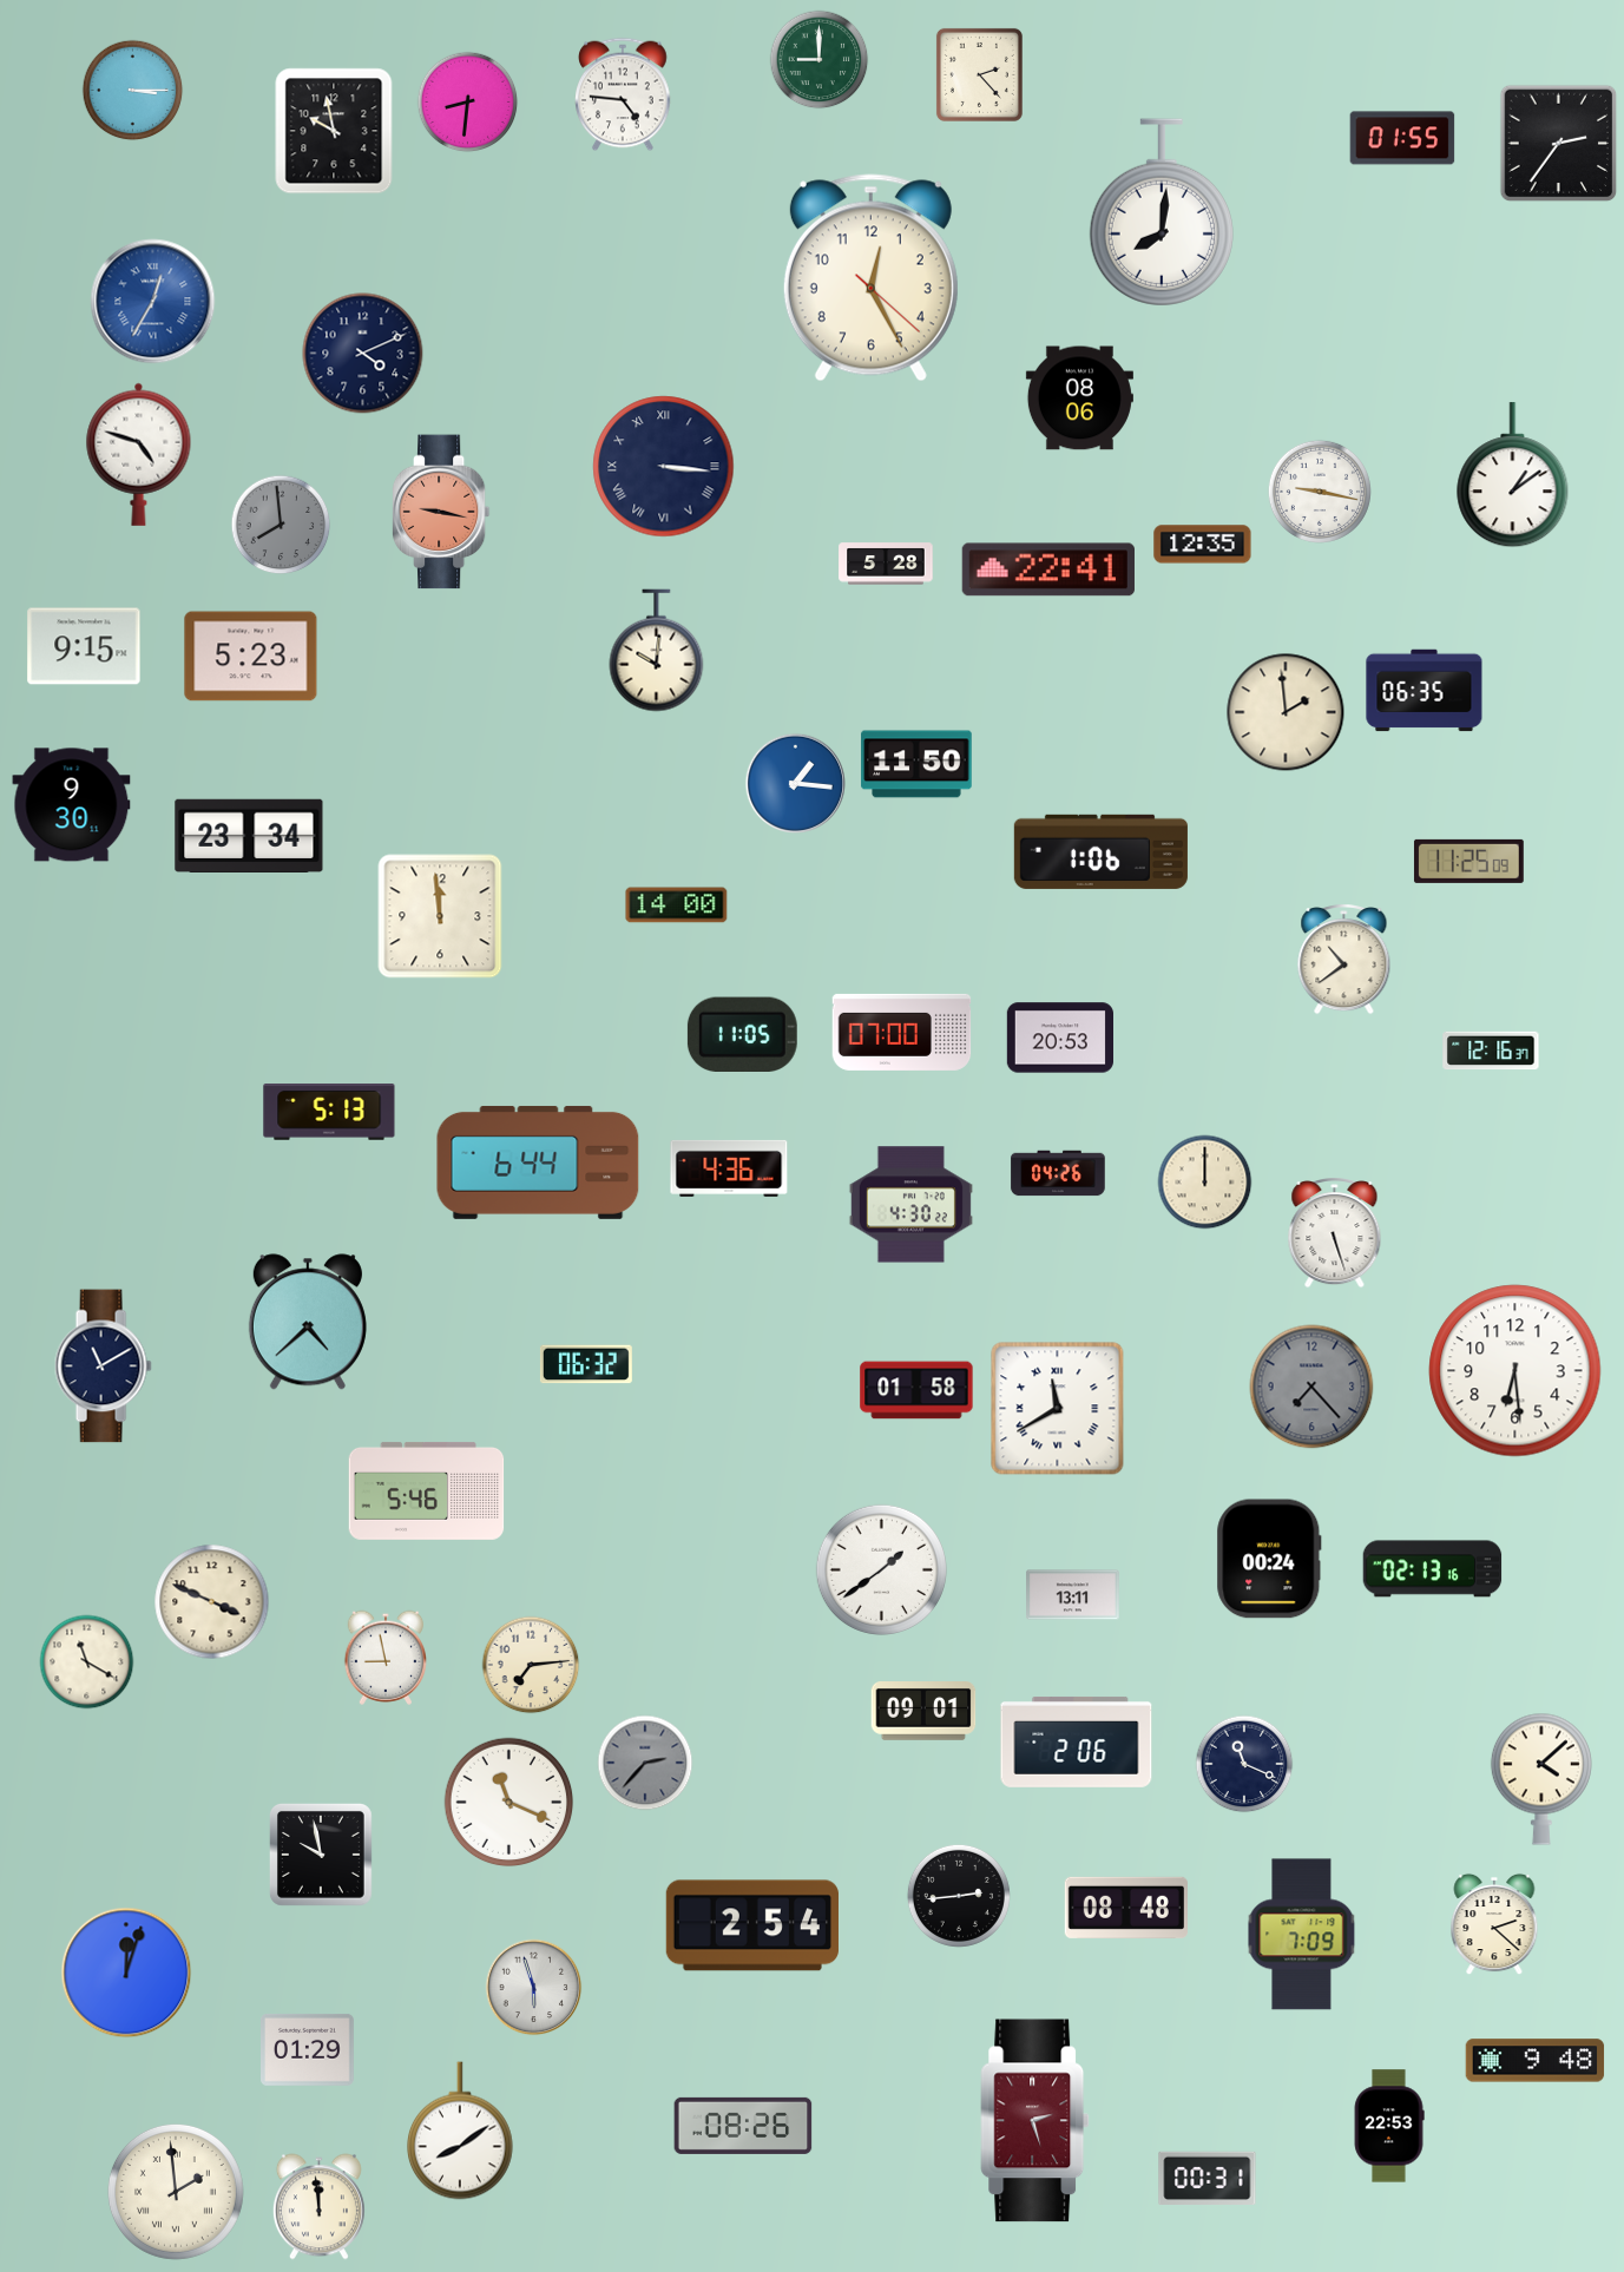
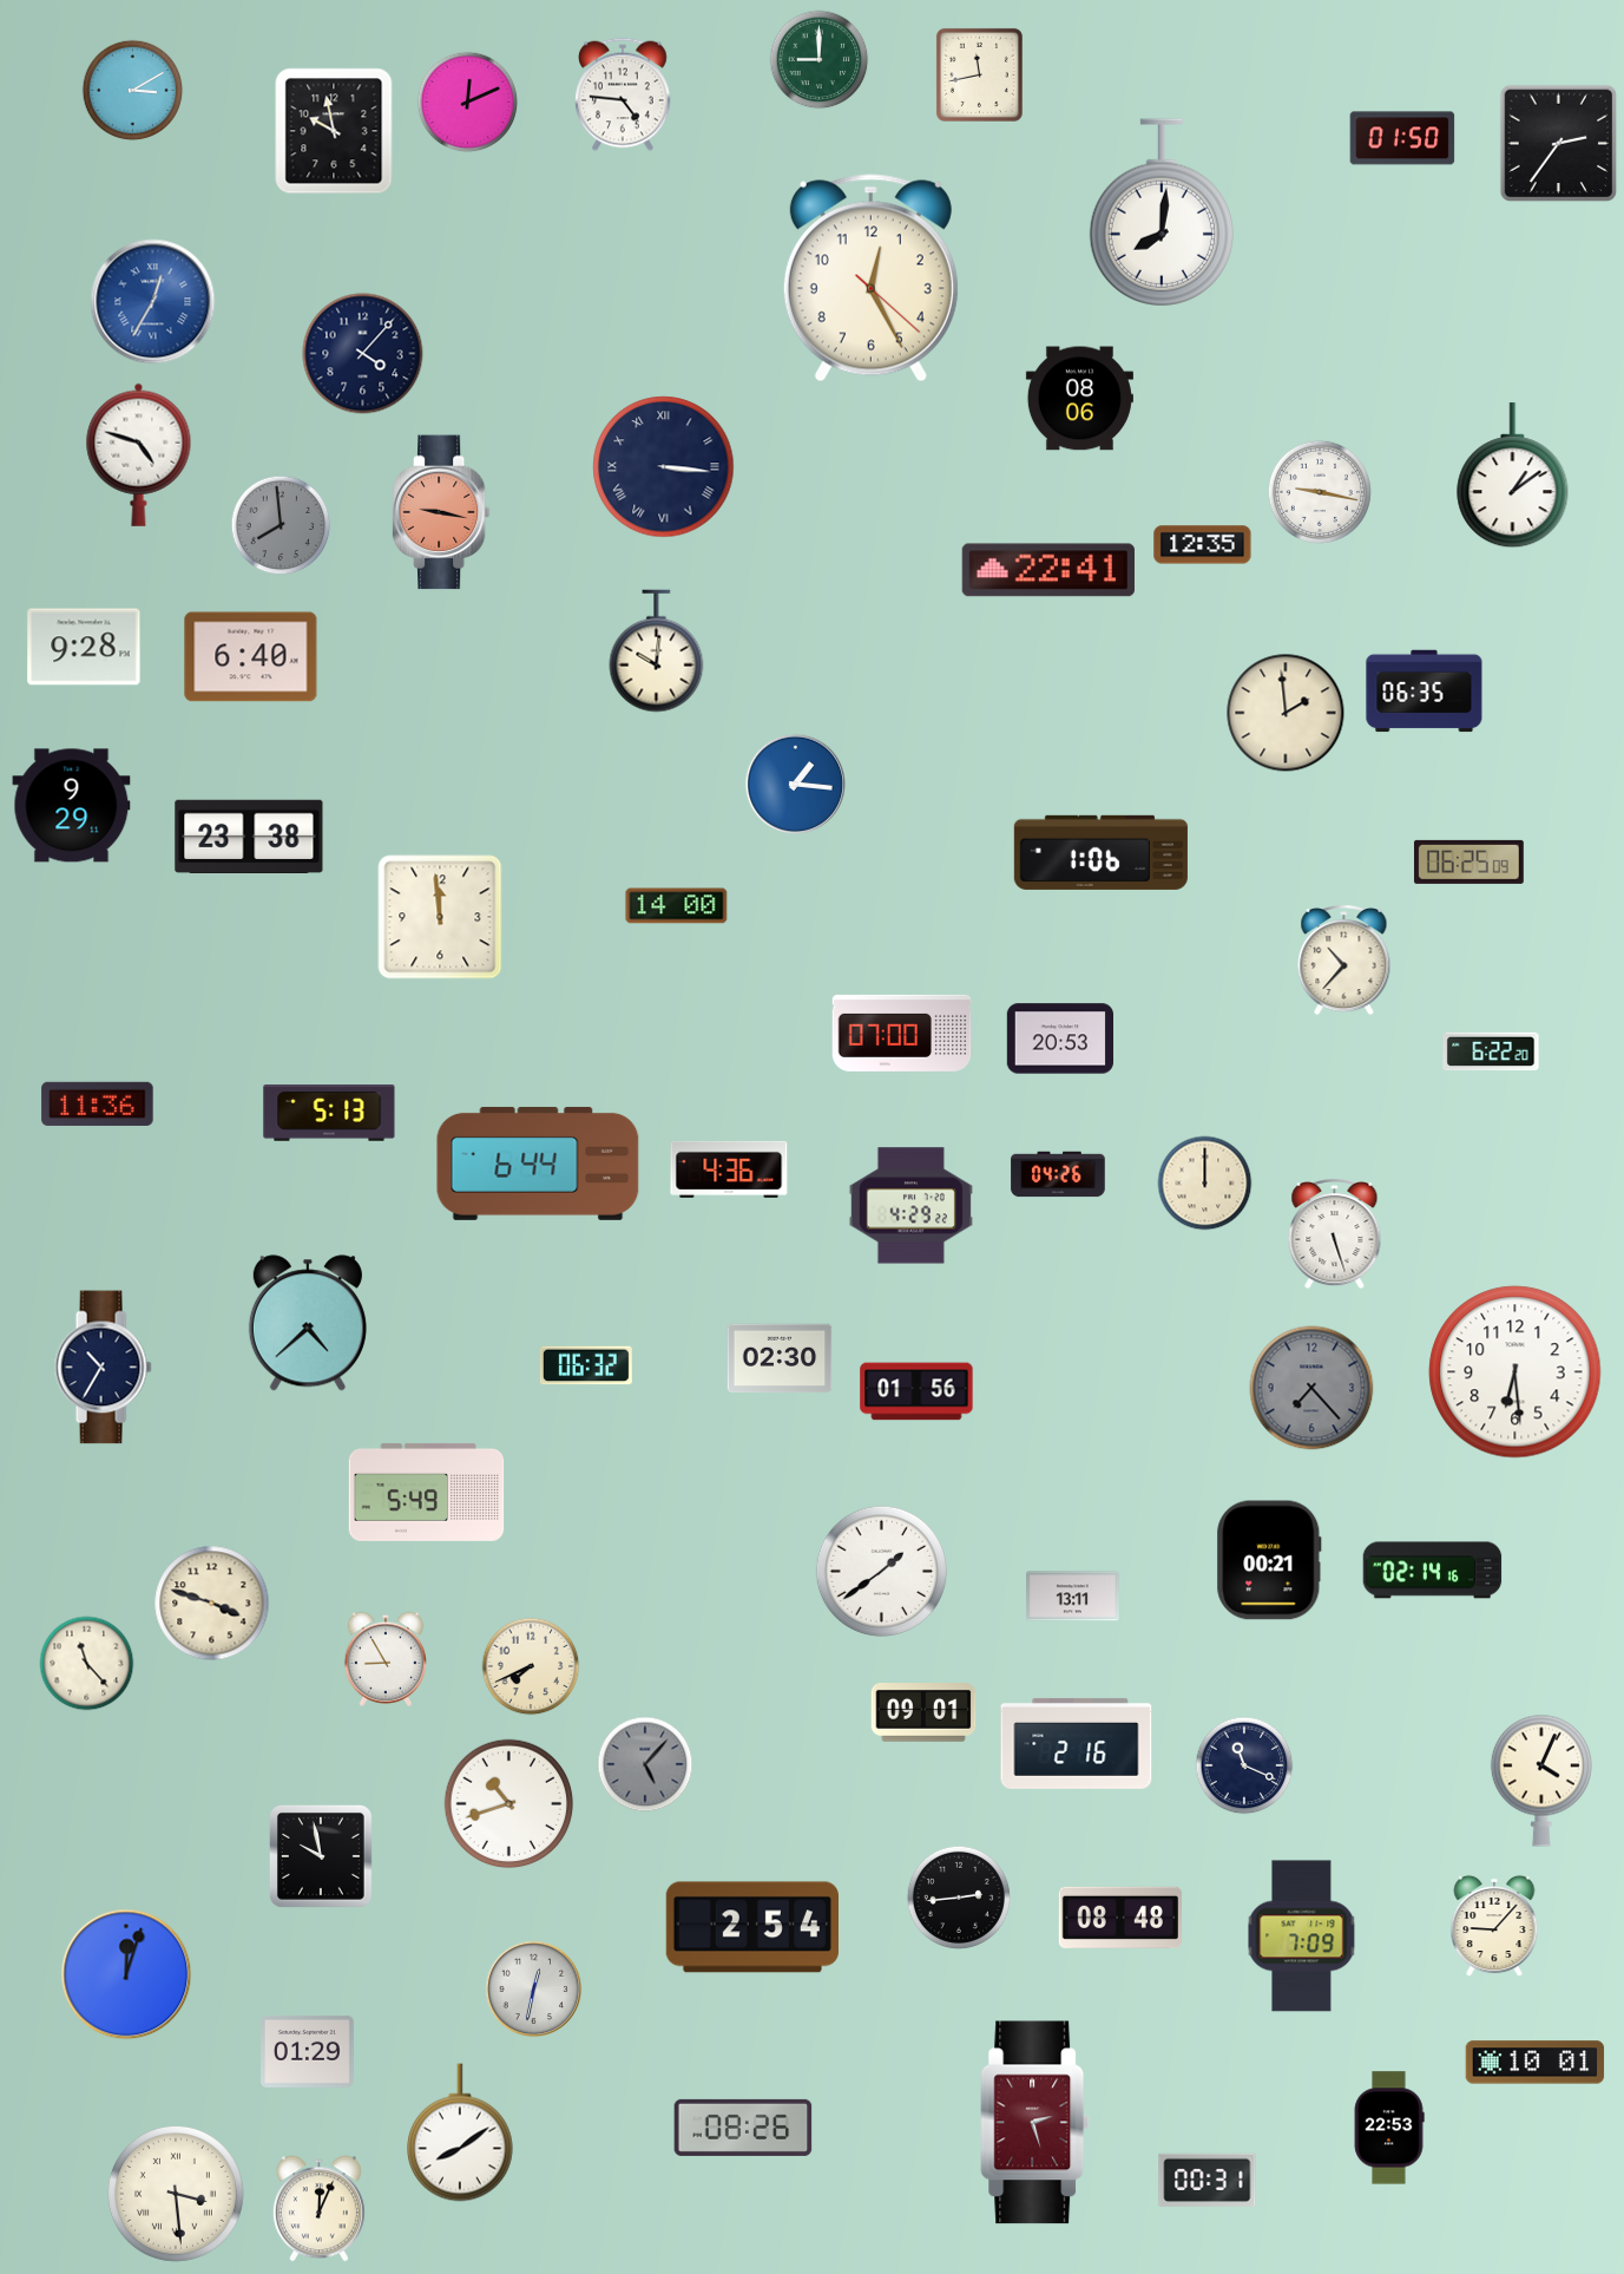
clock at (979, 74): 2:23 -> 11:43
clock at (133, 91): 3:15 -> 3:10
clock at (468, 103): 8:31 -> 12:11
clock at (1402, 138): 01:55 -> 01:50
clock at (363, 354): 4:11 -> 4:07
clock at (886, 564): 5:28 -> none
clock at (84, 646): 9:15 -> 9:28
clock at (251, 657): 5:23 -> 6:40
clock at (916, 764): 11:50 -> none
clock at (72, 805): 9:30 -> 9:29
clock at (249, 835): 23:34 -> 23:38
clock at (1468, 861): 11:25 -> 06:25
clock at (1344, 960): 10:39 -> 10:37
clock at (742, 1035): 11:05 -> none
clock at (1491, 1051): 12:16 -> 6:22
clock at (98, 1103): none -> 11:36
clock at (910, 1205): 4:30 -> 4:29
clock at (780, 1358): none -> 02:30
clock at (103, 1367): 11:10 -> 10:35
clock at (916, 1390): 01:58 -> 01:56
clock at (1058, 1409): 11:40 -> none
clock at (427, 1490): 5:46 -> 5:49
clock at (1269, 1559): 00:24 -> 00:21
clock at (1433, 1569): 02:13 -> 02:14
clock at (212, 1602): 3:49 -> 3:48
clock at (386, 1658): 8:58 -> 8:55
clock at (87, 1662): 11:20 -> 11:23
clock at (531, 1665): 7:14 -> 7:41
clock at (1077, 1741): 2:06 -> 2:16
clock at (645, 1763): 2:37 -> 5:07
clock at (1541, 1779): 4:08 -> 4:04
clock at (509, 1803): 11:19 -> 10:42
clock at (1126, 1908) position: (1126, 1908) -> (1120, 1918)
clock at (1494, 1924): 2:22 -> 9:07
clock at (534, 1988): 5:57 -> 12:32
clock at (1536, 2061): 9:48 -> 10:01
clock at (176, 2192): 1:59 -> 3:29
clock at (318, 2207): 11:59 -> 12:04
